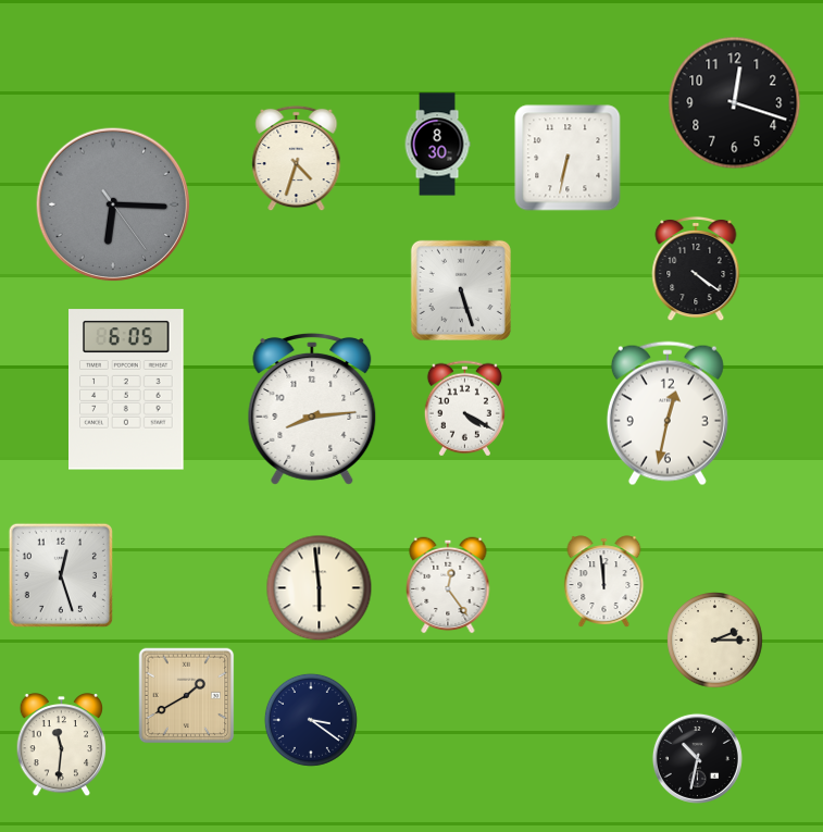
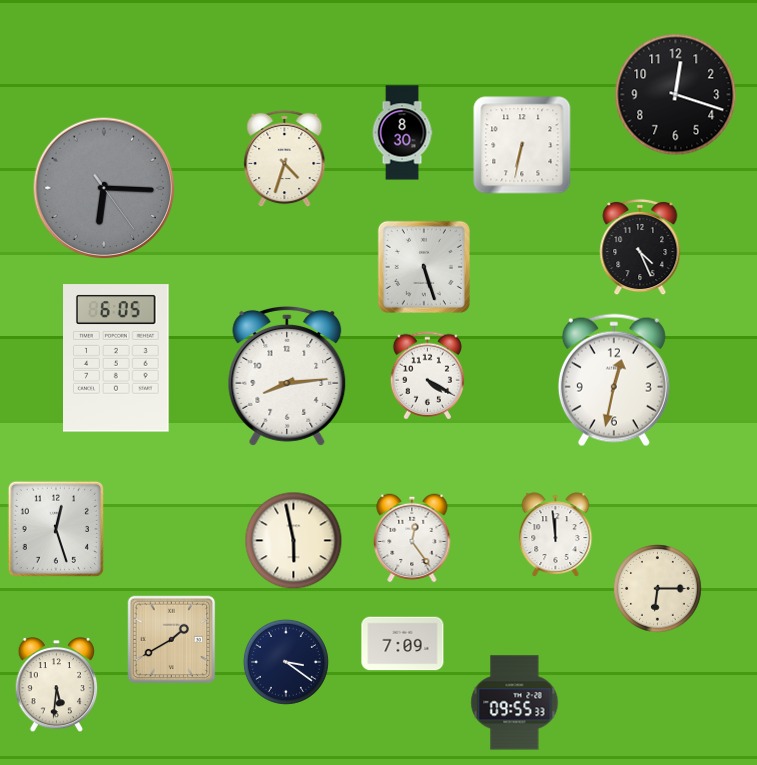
clock at (297, 159) position: (297, 159) -> (285, 159)
clock at (696, 269): 4:21 -> 4:26
clock at (320, 588): 5:59 -> 5:58
clock at (715, 641): 2:15 -> 6:15
clock at (403, 644): none -> 7:09
clock at (62, 745): 11:31 -> 5:31
clock at (697, 758): 10:32 -> none
clock at (515, 703): none -> 09:55
